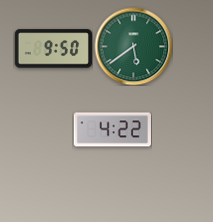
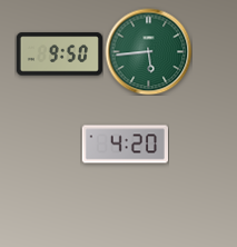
clock at (133, 46): 5:39 -> 5:44
clock at (112, 130): 4:22 -> 4:20
